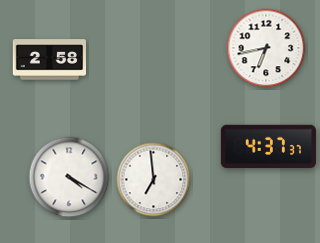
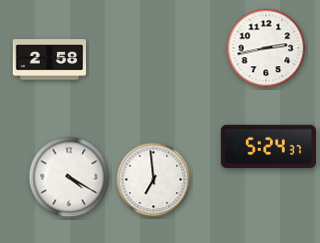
clock at (266, 48): 6:43 -> 2:43
clock at (268, 147): 4:37 -> 5:24
